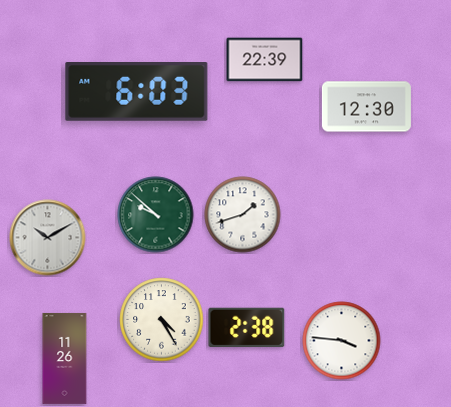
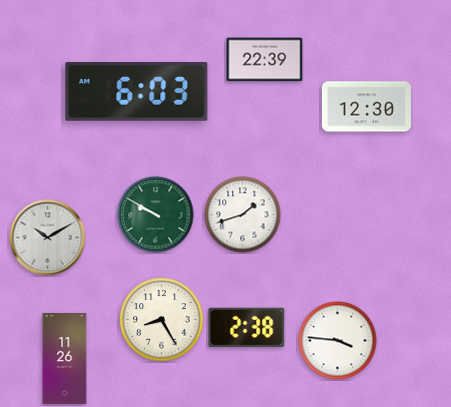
clock at (156, 215): 9:52 -> 9:50
clock at (162, 320): 4:25 -> 8:25
clock at (342, 341) position: (342, 341) -> (338, 341)
